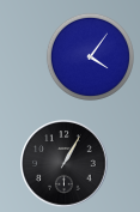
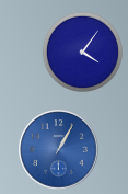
clock at (65, 164) dial: black -> blue
